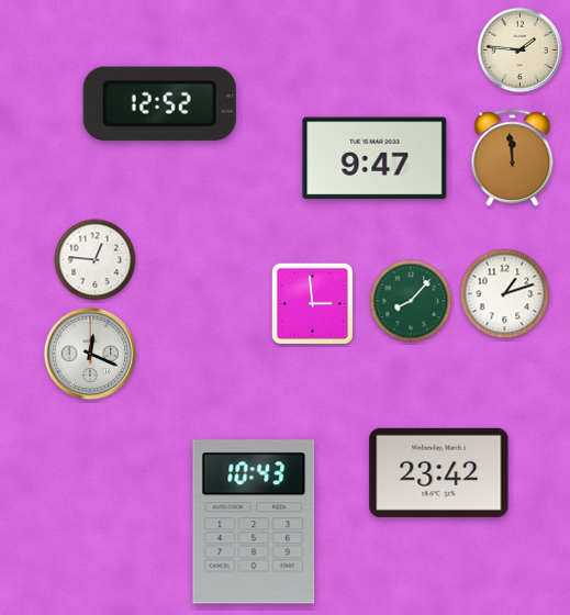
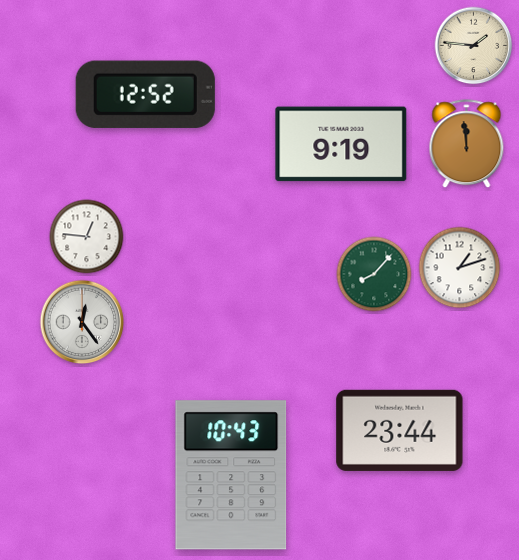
clock at (375, 158): 9:47 -> 9:19
clock at (312, 303): 2:59 -> none
clock at (90, 354): 12:19 -> 12:24
clock at (439, 472): 23:42 -> 23:44
